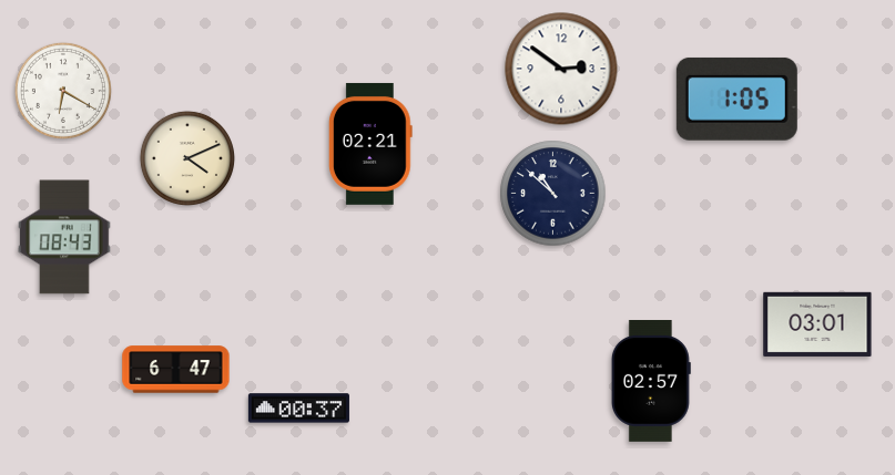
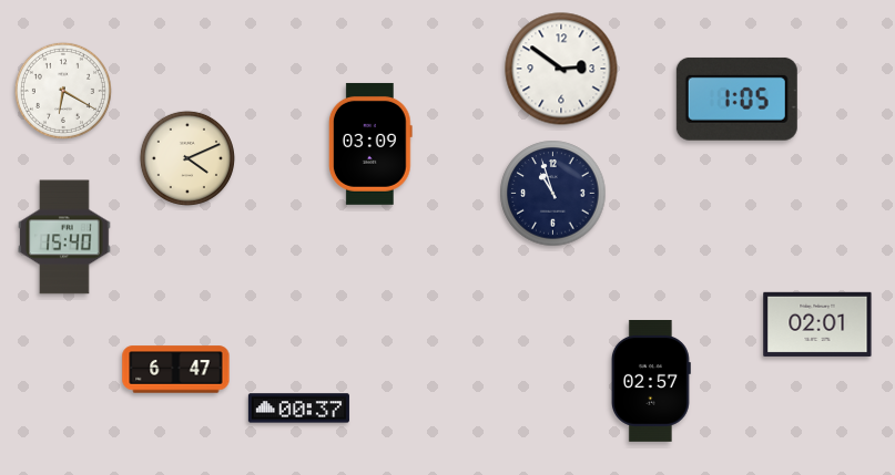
clock at (370, 144): 02:21 -> 03:09
clock at (553, 194): 10:52 -> 10:57
clock at (64, 237): 08:43 -> 15:40
clock at (817, 324): 03:01 -> 02:01
